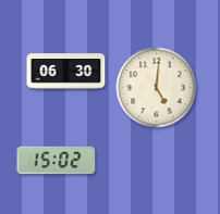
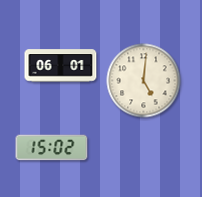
clock at (66, 72): 06:30 -> 06:01
